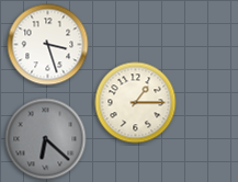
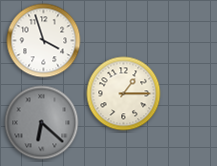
clock at (48, 45): 3:27 -> 3:57
clock at (46, 139) position: (46, 139) -> (42, 123)
